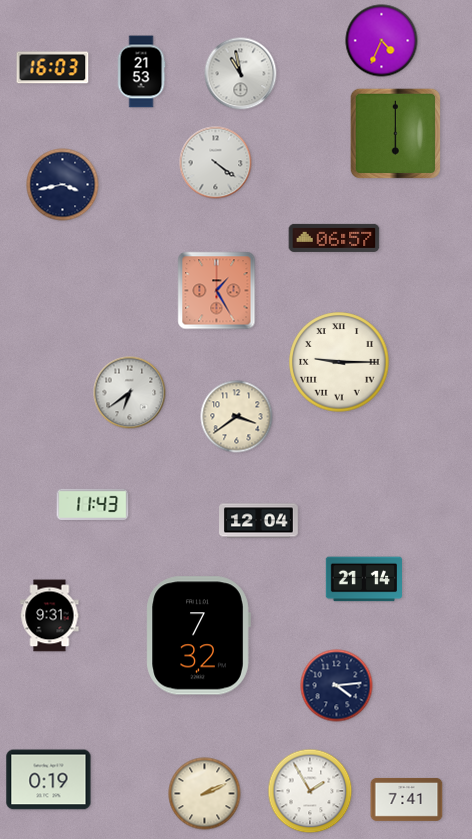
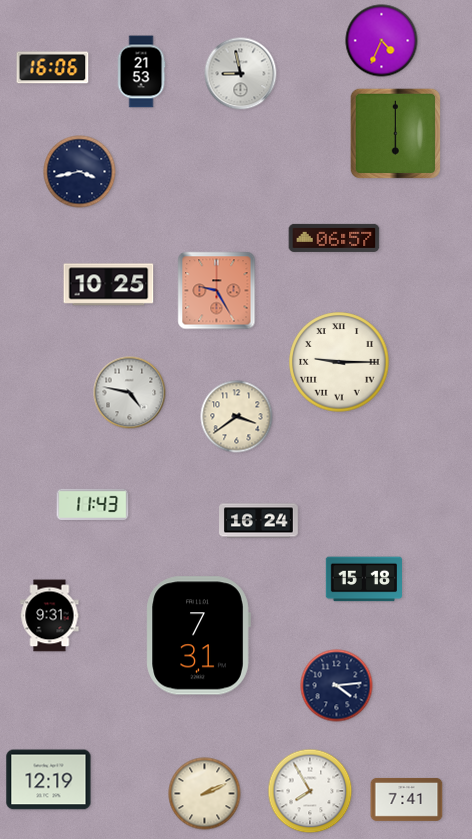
clock at (53, 68): 16:03 -> 16:06
clock at (241, 74): 10:58 -> 8:58
clock at (216, 163): 4:21 -> none
clock at (63, 185) position: (63, 185) -> (80, 172)
clock at (109, 285): none -> 10:25
clock at (217, 291): 1:25 -> 9:25
clock at (130, 393): 6:39 -> 4:47
clock at (259, 521): 12:04 -> 16:24
clock at (363, 579): 21:14 -> 15:18
clock at (198, 636): 7:32 -> 7:31
clock at (49, 780): 0:19 -> 12:19
clock at (310, 791): 1:55 -> 7:55
